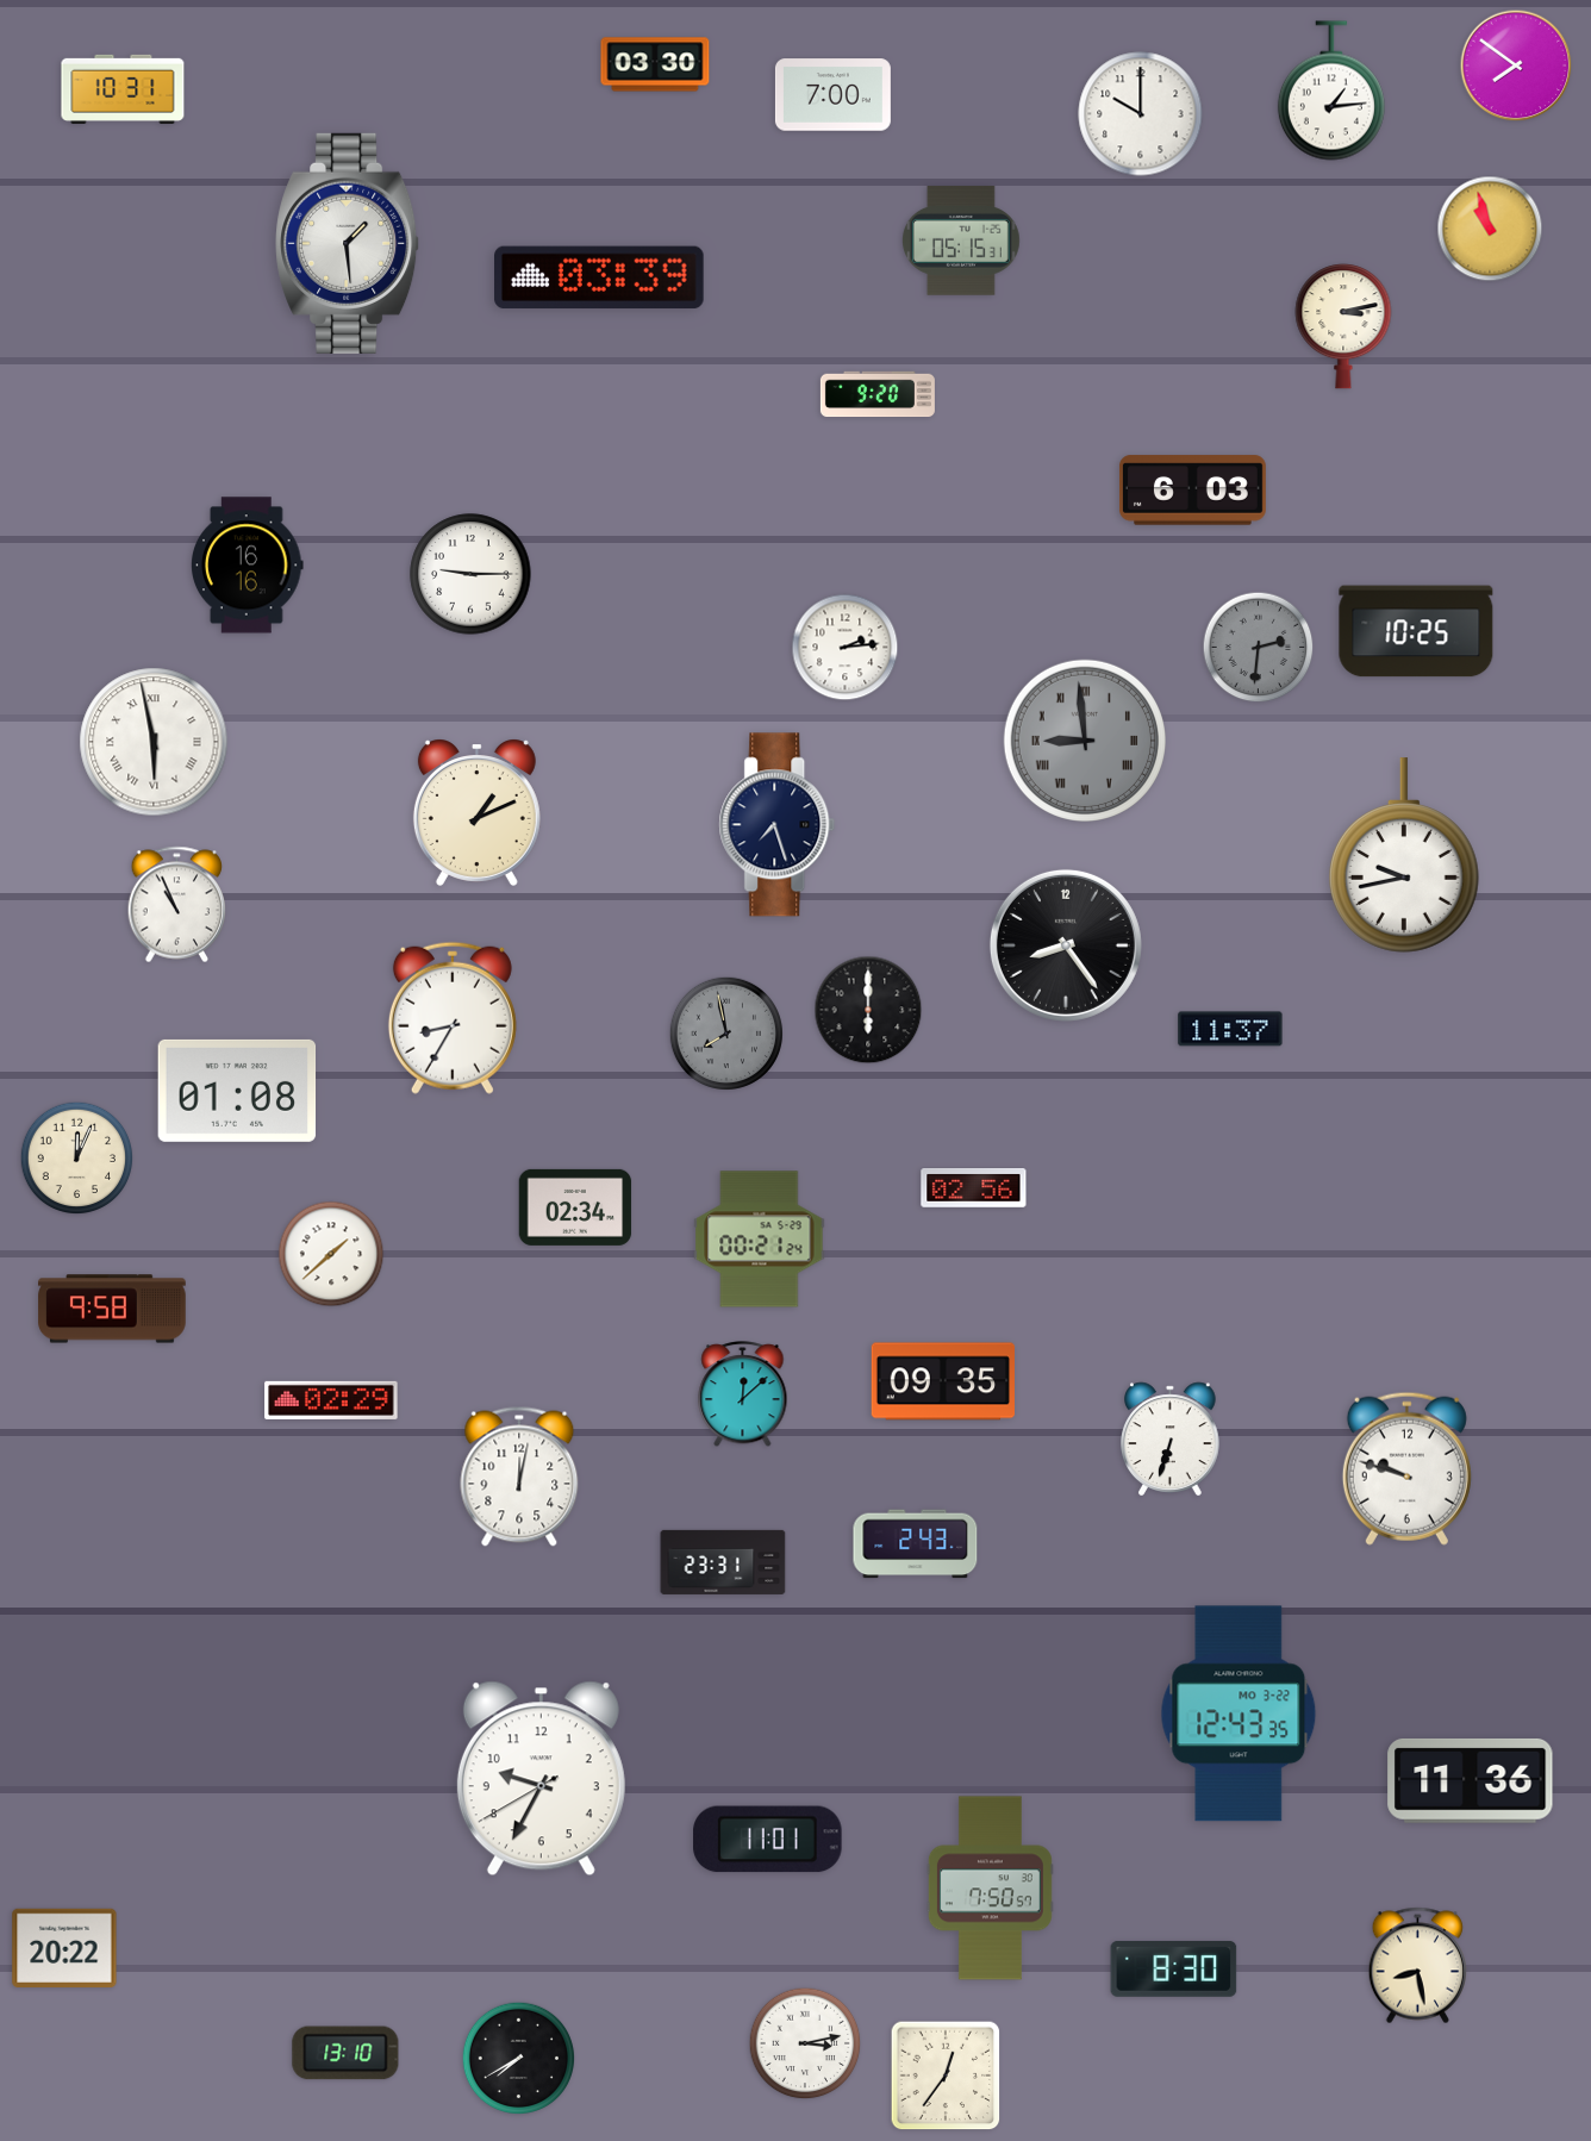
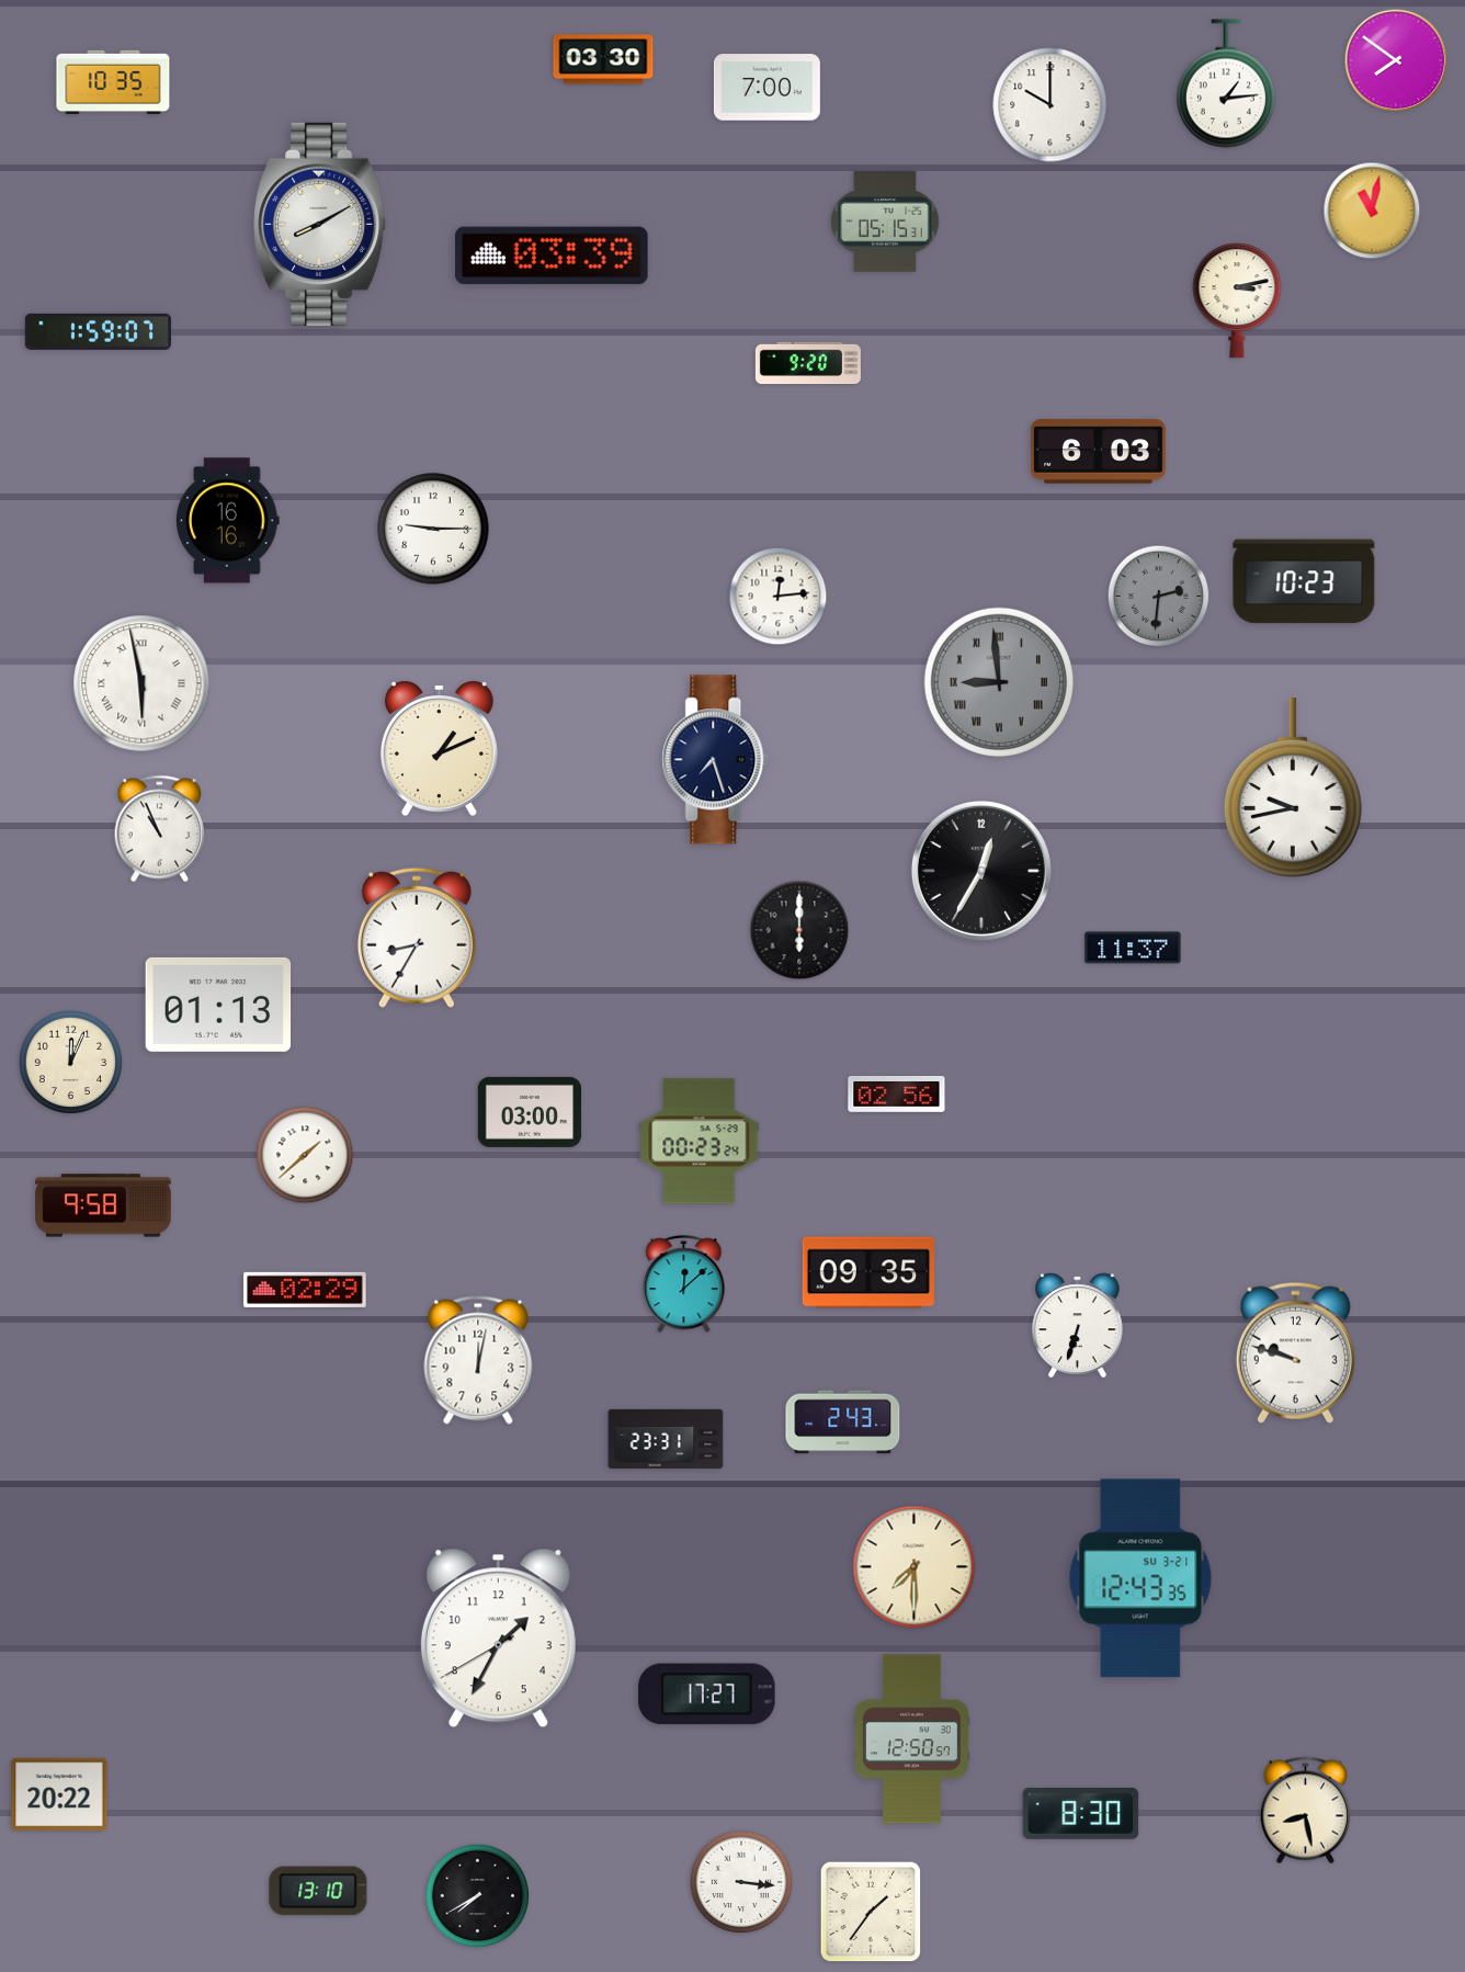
clock at (123, 88): 10:31 -> 10:35
clock at (1490, 229): 10:57 -> 11:02
clock at (348, 243): 1:29 -> 8:10
clock at (98, 331): none -> 1:59
clock at (1416, 631): 10:25 -> 10:23
clock at (846, 648): 2:14 -> 12:14
clock at (177, 905) position: (177, 905) -> (160, 829)
clock at (1066, 945): 8:24 -> 12:35
clock at (726, 1034): 7:58 -> none
clock at (237, 1091): 01:08 -> 01:13
clock at (77, 1159) position: (77, 1159) -> (71, 1063)
clock at (575, 1207): 02:34 -> 03:00
clock at (760, 1240): 00:21 -> 00:23
clock at (915, 1567): none -> 7:30
clock at (1239, 1714) date: MO 3-22 -> SU 3-21
clock at (541, 1779): 9:34 -> 1:34
clock at (1471, 1780): 11:36 -> none
clock at (768, 1840): 11:01 -> 17:27
clock at (990, 1889): 7:50 -> 12:50
clock at (805, 2043): 3:13 -> 3:16
clock at (946, 2076): 12:36 -> 1:36
